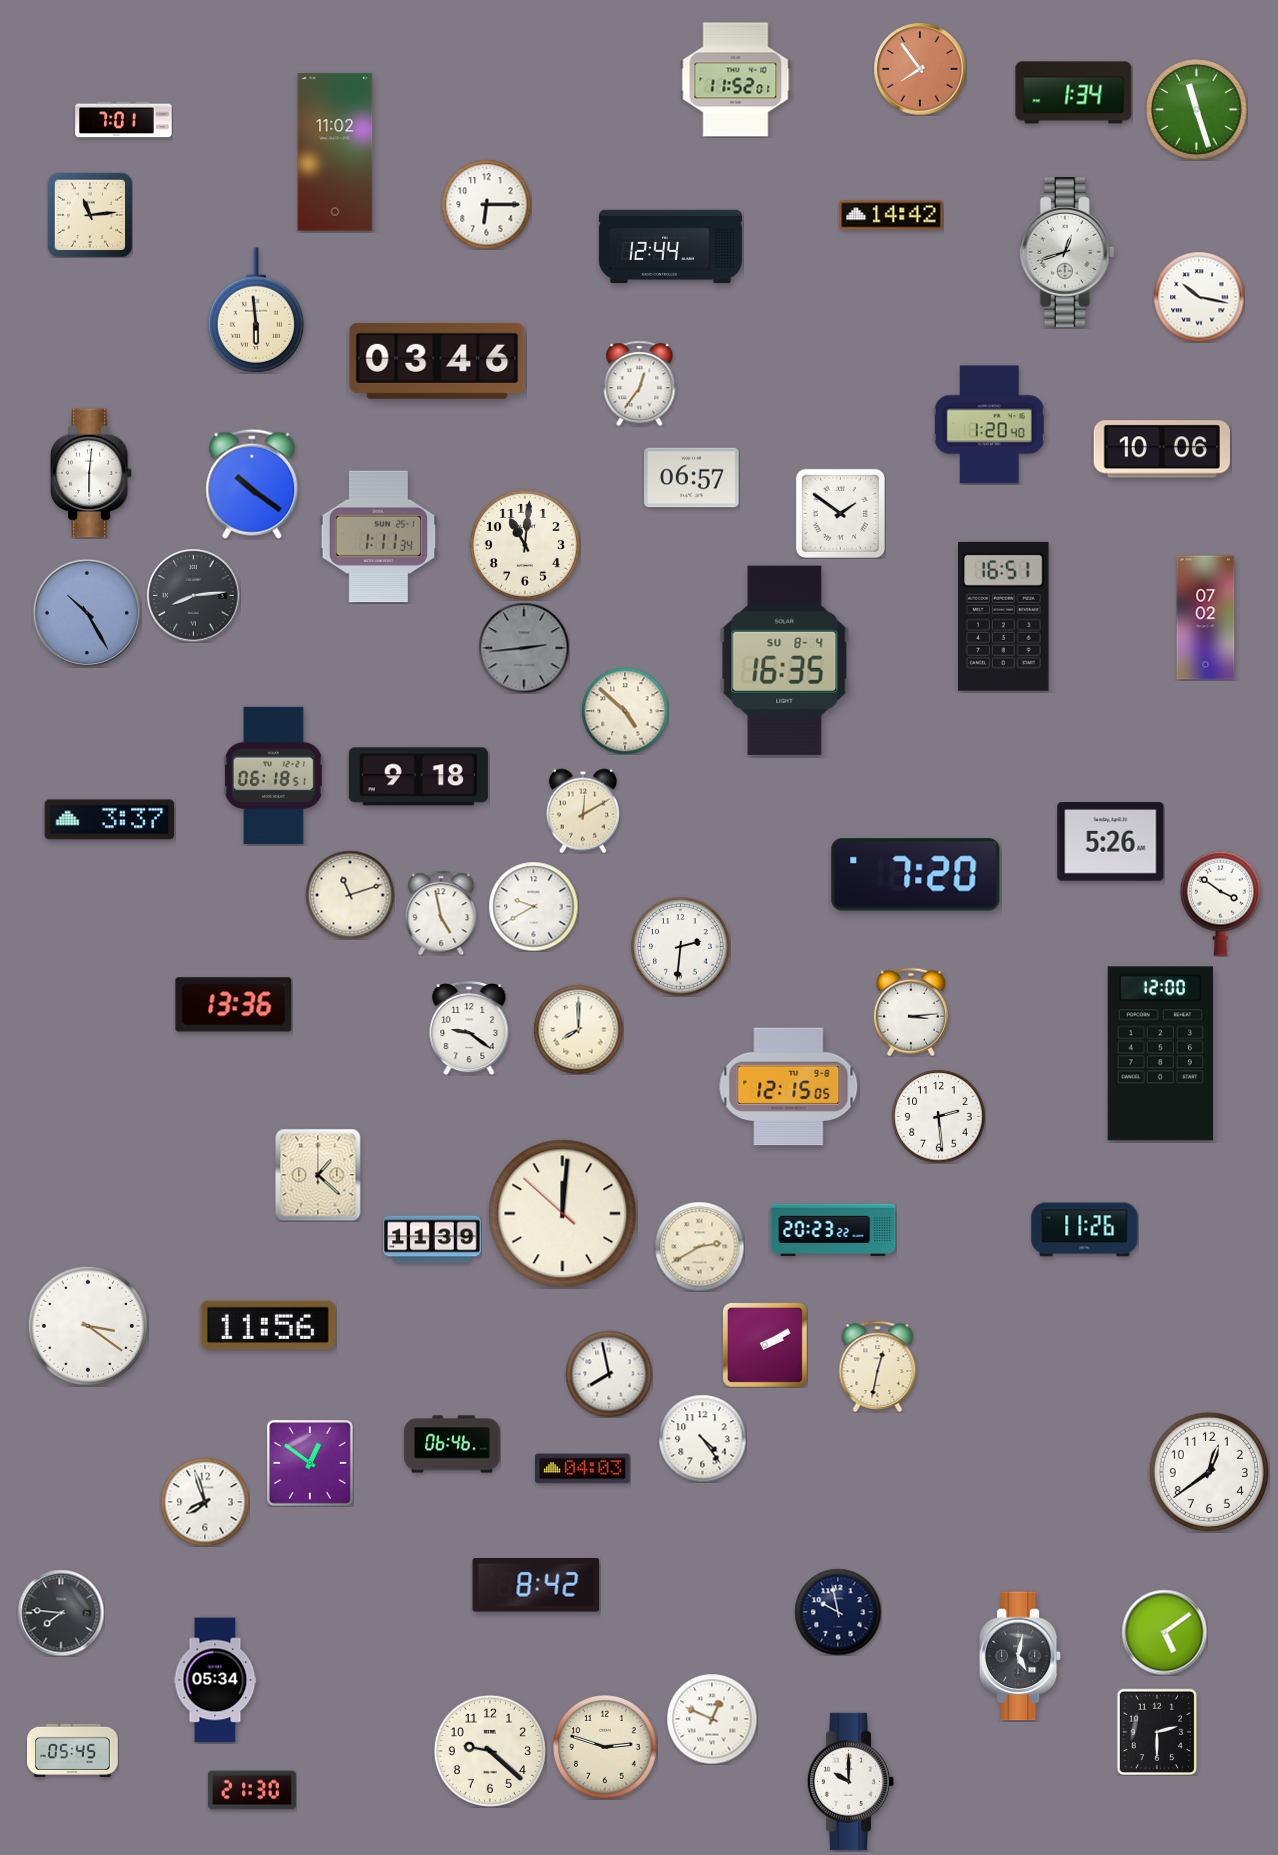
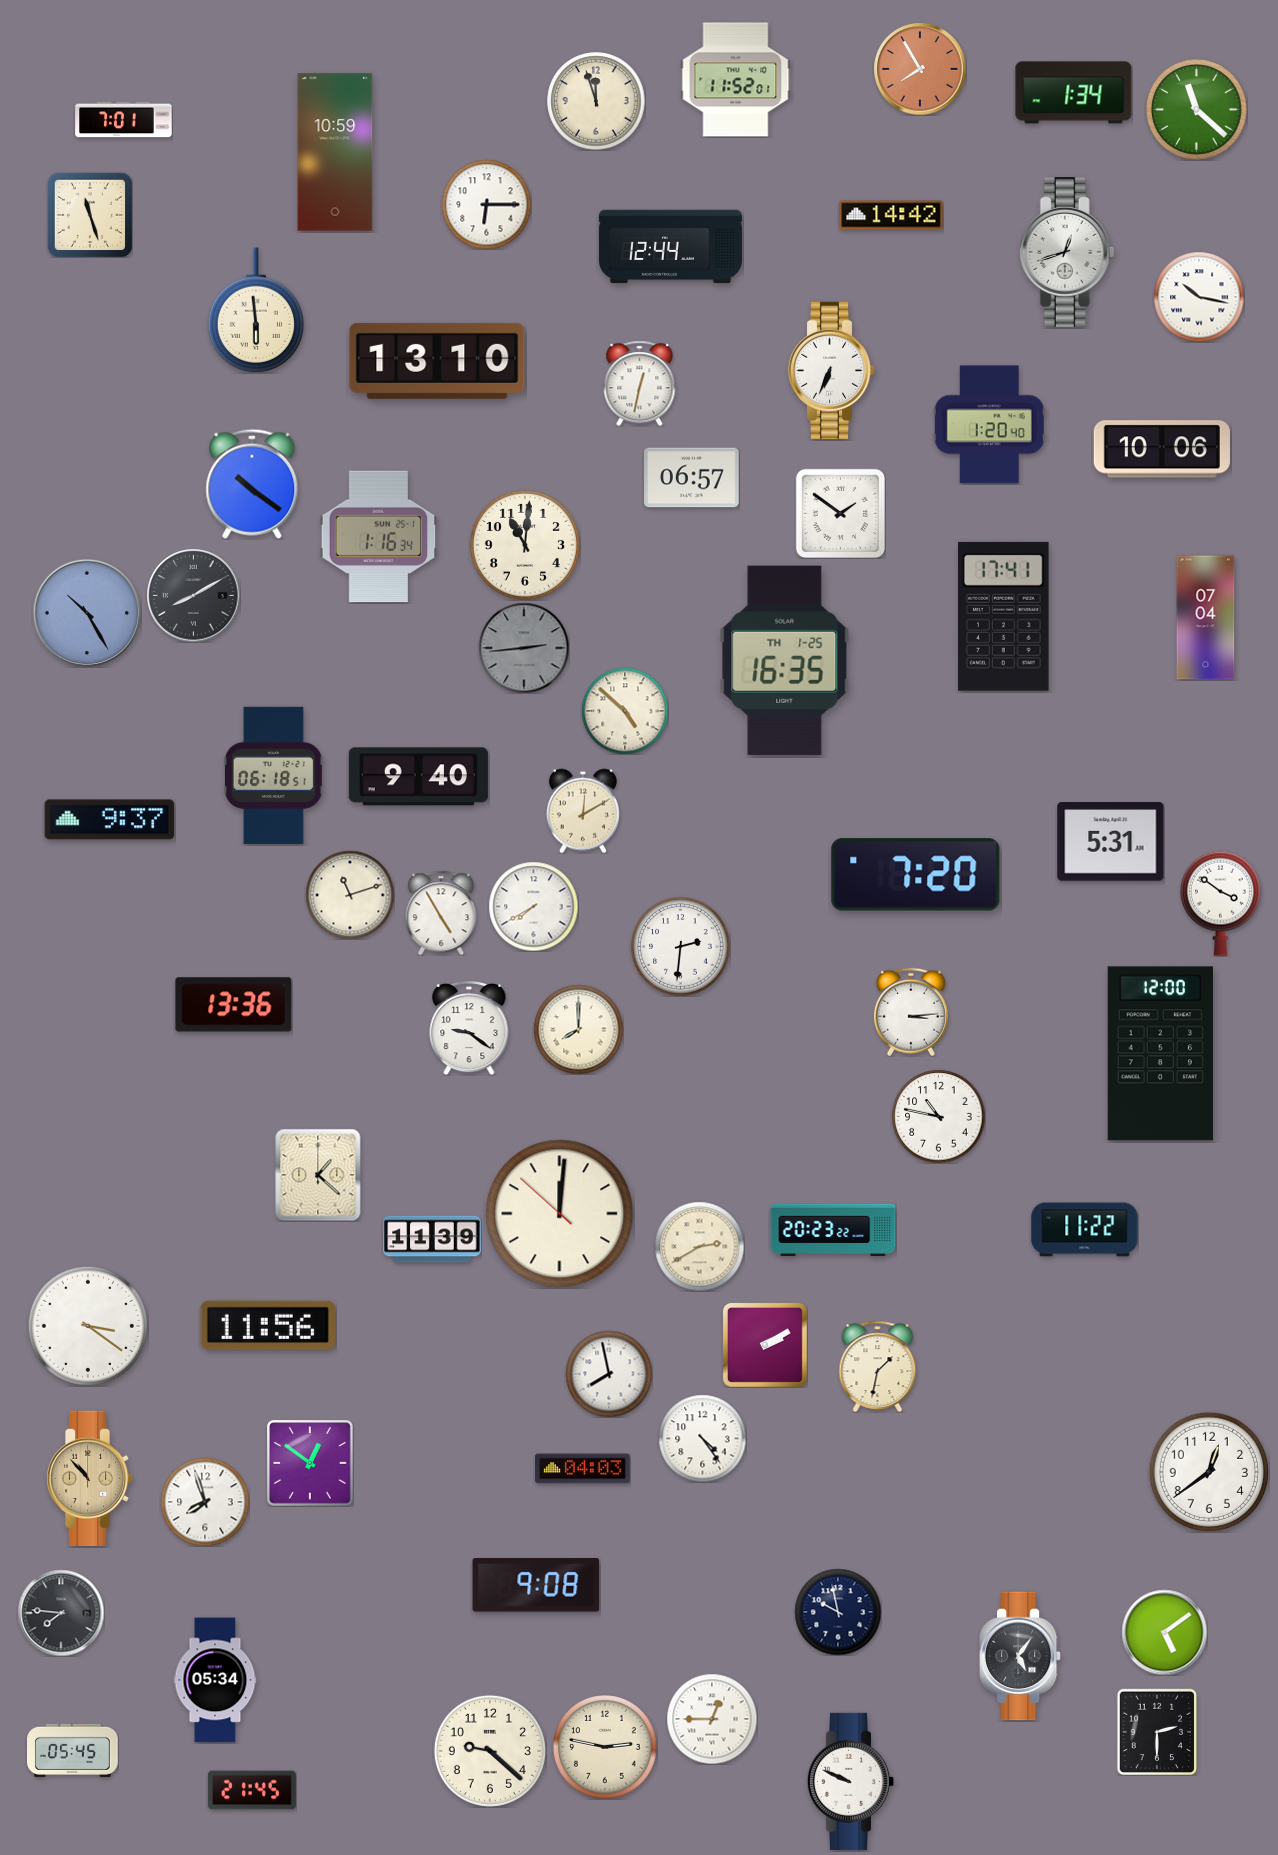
clock at (920, 69): 7:54 -> 7:55
clock at (596, 101): none -> 11:57
clock at (1197, 110): 11:27 -> 11:22
clock at (335, 152): 11:02 -> 10:59
clock at (90, 215): 11:14 -> 11:27
clock at (437, 361): 03:46 -> 13:10
clock at (832, 370): none -> 6:34
clock at (640, 383): 12:36 -> 12:32
clock at (91, 473): 6:01 -> none
clock at (379, 537): 1:11 -> 1:16
clock at (193, 595): 8:14 -> 8:10
clock at (1004, 616): 16:51 -> 17:41
clock at (1206, 618): 07:02 -> 07:04
clock at (785, 660) date: SU 8-4 -> TH 1-25
clock at (418, 777): 9:18 -> 9:40
clock at (110, 820): 3:37 -> 9:37
clock at (1111, 842): 5:26 -> 5:31
clock at (533, 906): 9:40 -> 7:40
clock at (441, 913): 4:58 -> 4:55
clock at (789, 1087): 12:15 -> none
clock at (938, 1116): 2:29 -> 10:47
clock at (563, 1214) position: (563, 1214) -> (560, 1214)
clock at (1085, 1230): 11:26 -> 11:22
clock at (878, 1366): 12:32 -> 1:32
clock at (452, 1444): 06:46 -> none
clock at (89, 1478): none -> 10:53
clock at (536, 1585): 8:42 -> 9:08
clock at (1020, 1656): 5:02 -> 5:06
clock at (712, 1719): 12:49 -> 12:45
clock at (606, 1748): 2:48 -> 2:47
clock at (851, 1781): 10:00 -> 9:49
clock at (252, 1790): 21:30 -> 21:45
